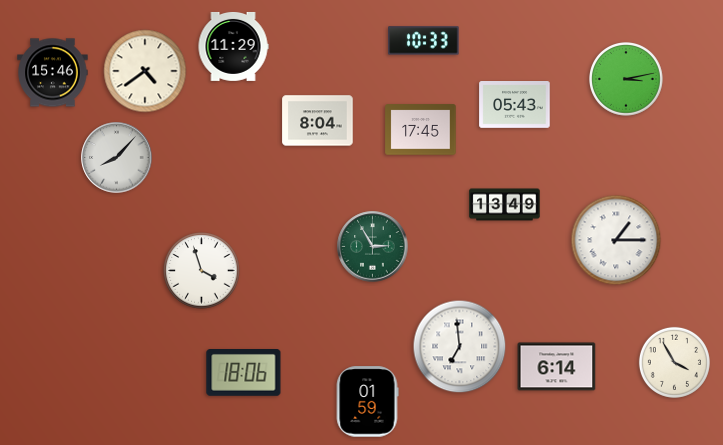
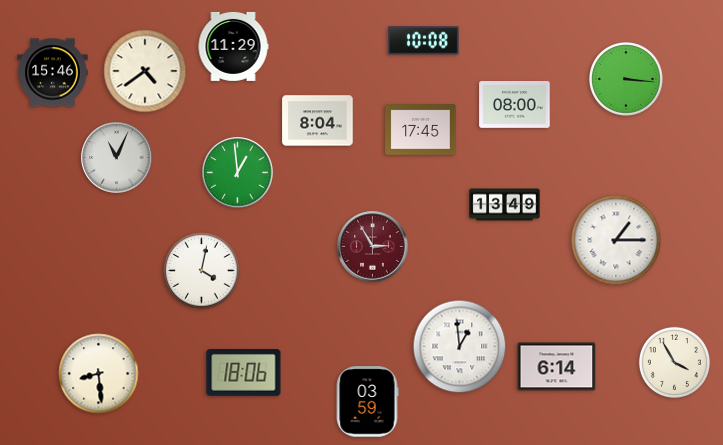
clock at (424, 41): 10:33 -> 10:08
clock at (627, 80): 3:13 -> 3:16
clock at (515, 105): 05:43 -> 08:00
clock at (117, 158): 8:07 -> 11:04
clock at (238, 173): none -> 12:59
clock at (373, 247) dial: green -> burgundy
clock at (202, 271): 3:57 -> 4:02
clock at (460, 347): 6:59 -> 12:59
clock at (99, 374): none -> 8:29
clock at (367, 402): 01:59 -> 03:59
